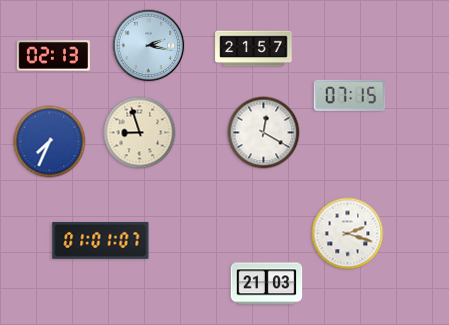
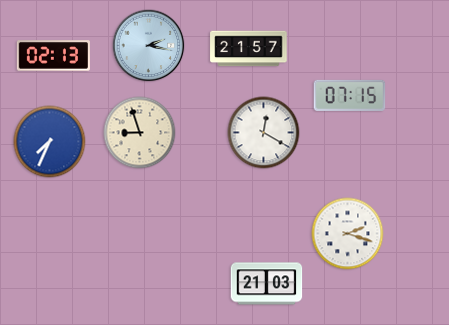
clock at (254, 49) position: (254, 49) -> (249, 49)
clock at (101, 240): 01:01 -> none
